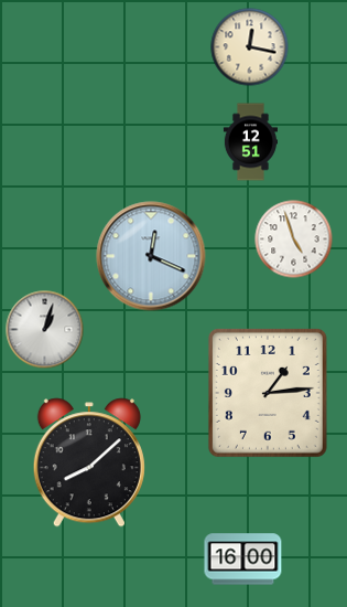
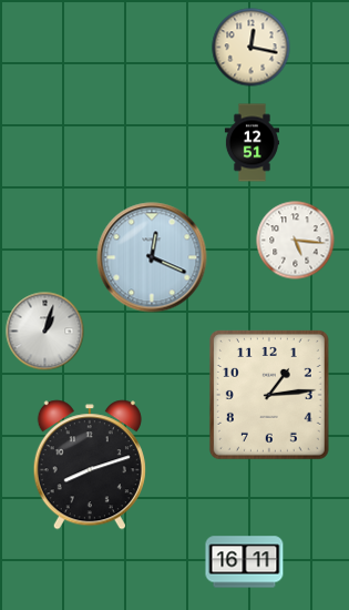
clock at (294, 239): 4:57 -> 5:16
clock at (89, 462): 8:08 -> 8:12
clock at (243, 560): 16:00 -> 16:11
